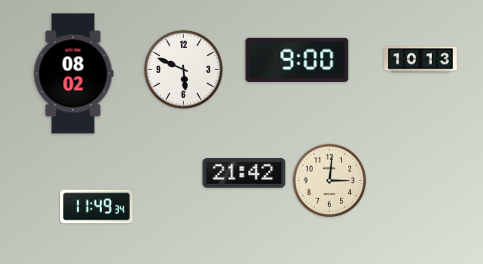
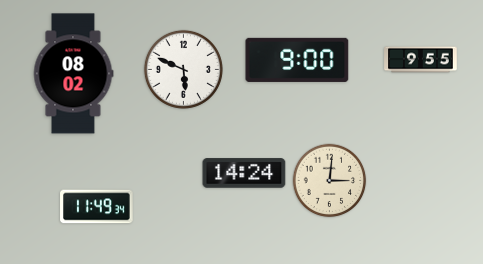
clock at (421, 60): 10:13 -> 9:55
clock at (244, 173): 21:42 -> 14:24
